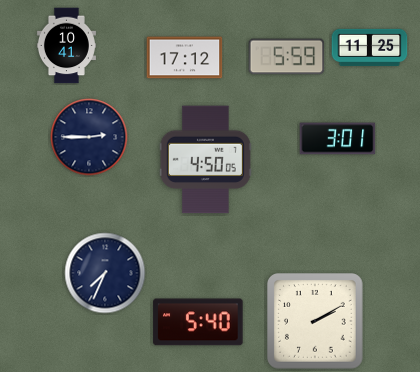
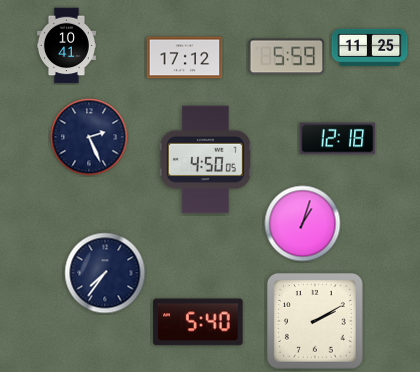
clock at (89, 137): 2:45 -> 2:26
clock at (338, 139): 3:01 -> 12:18
clock at (303, 224): none -> 1:03
clock at (105, 273): 7:34 -> 7:36
